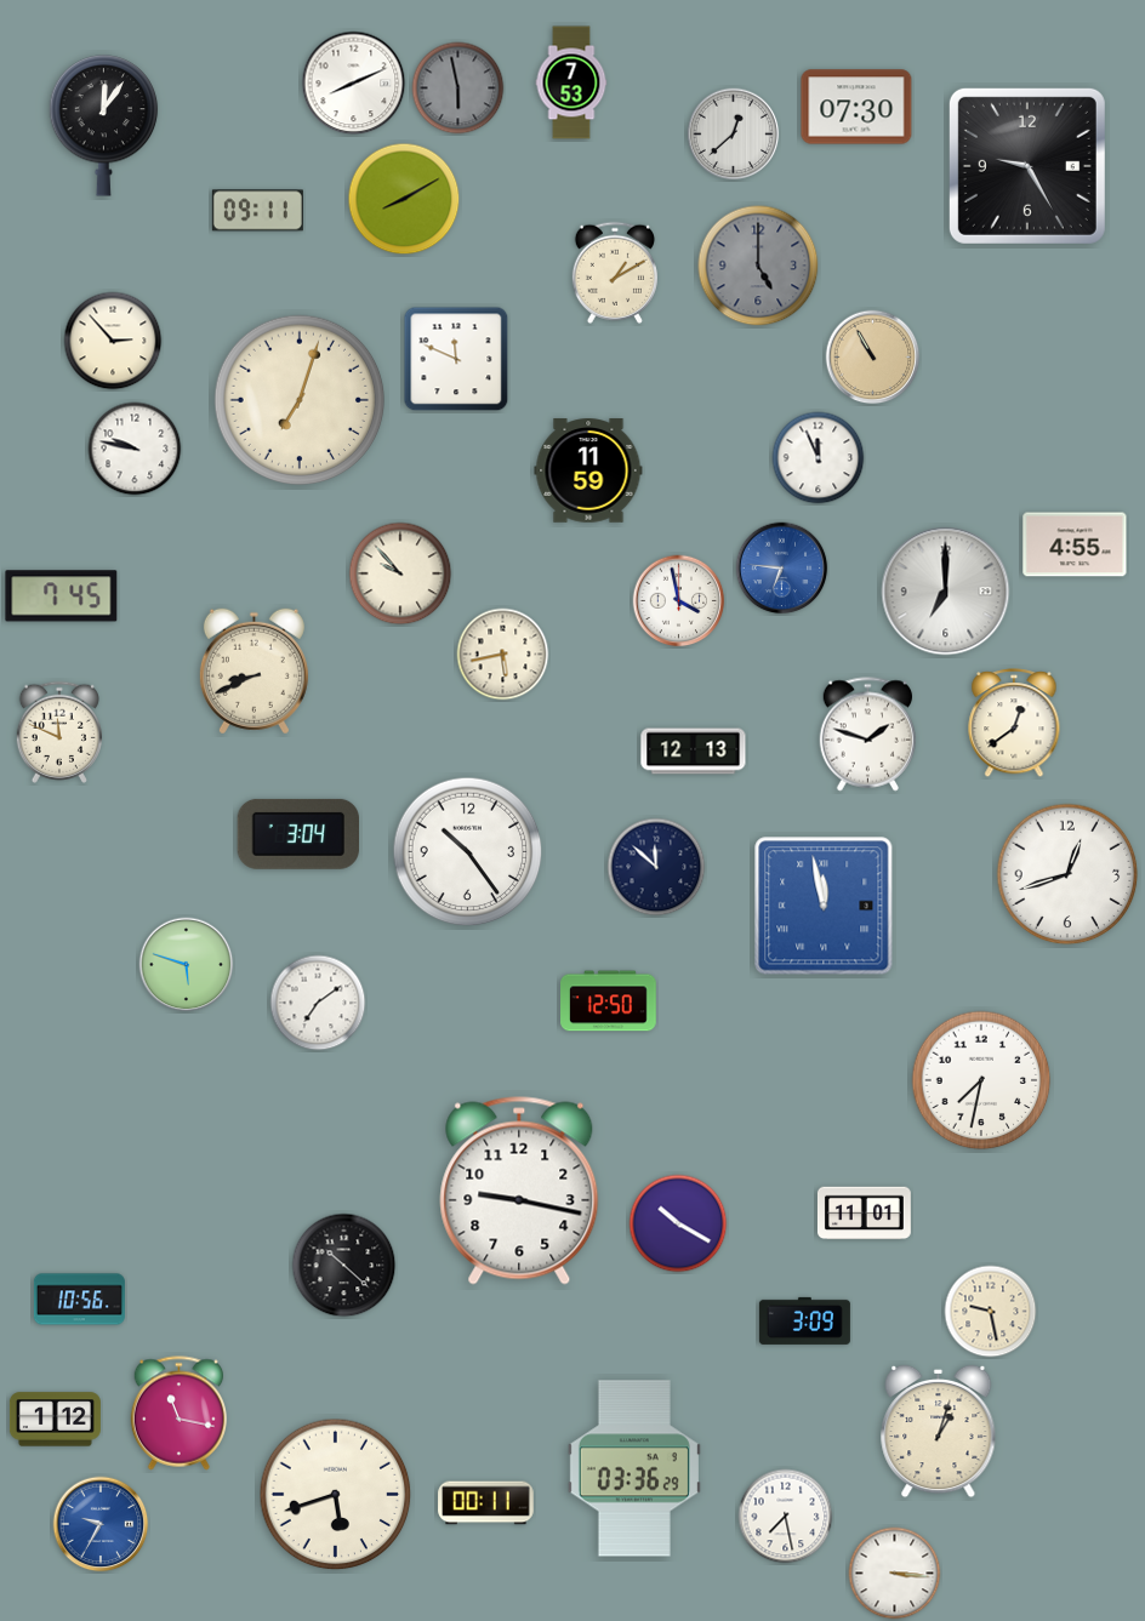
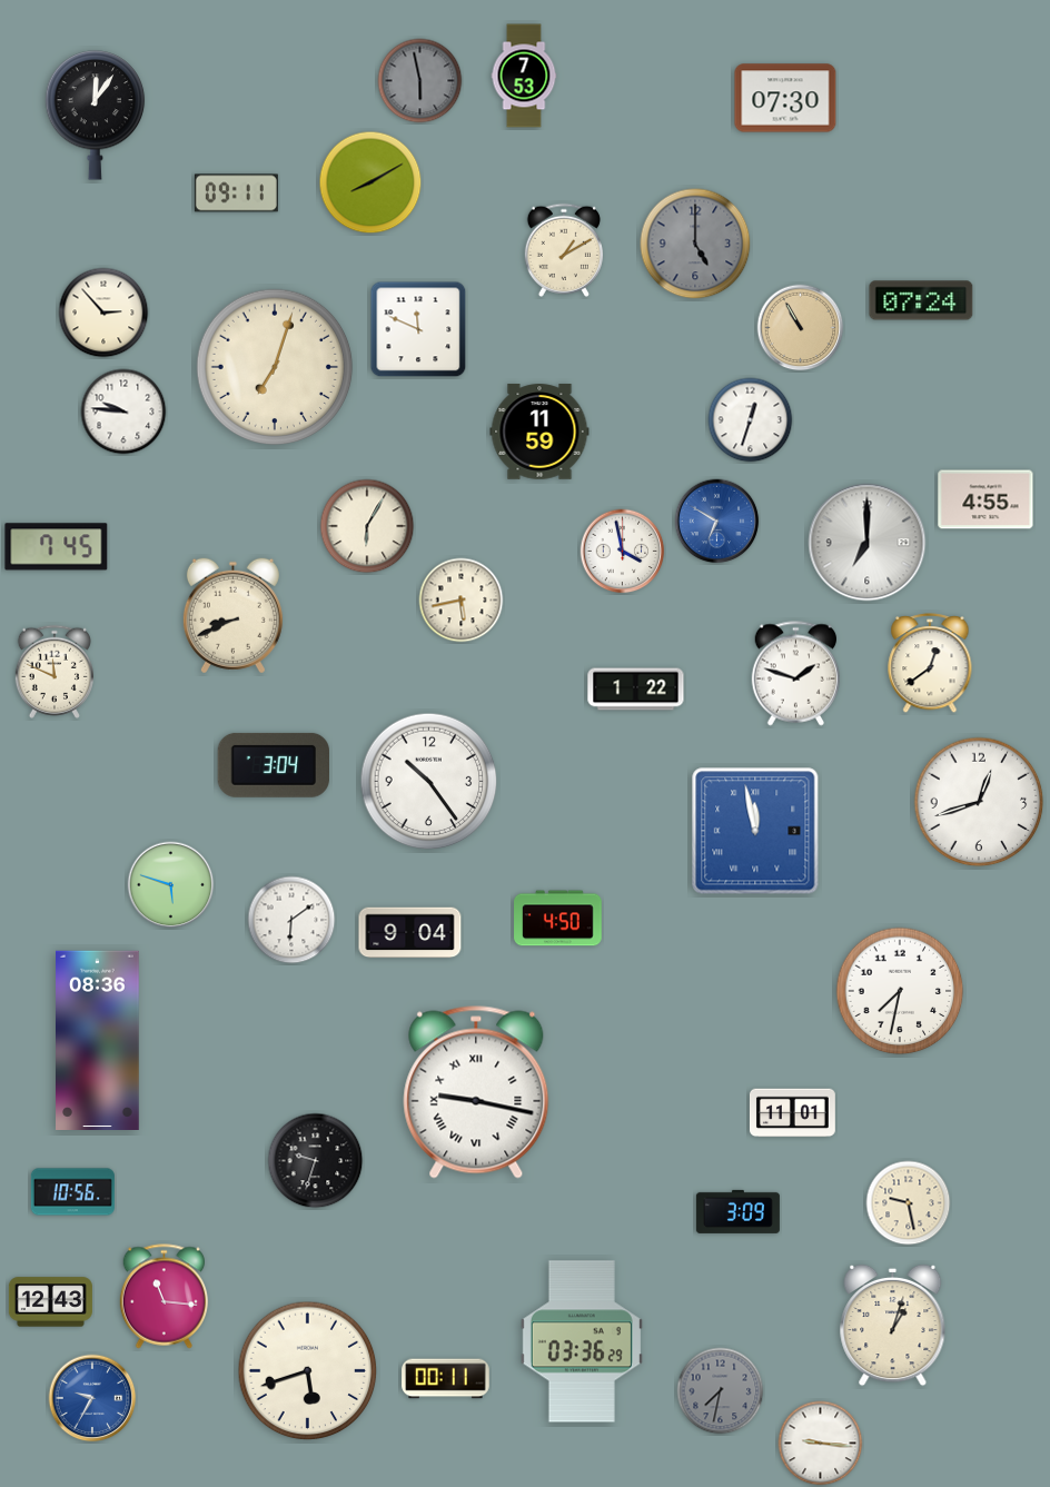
clock at (354, 84): 8:11 -> none
clock at (734, 135): 12:38 -> none
clock at (1027, 166): 9:25 -> none
clock at (921, 300): none -> 07:24
clock at (135, 449): 9:47 -> 9:46
clock at (819, 458): 11:56 -> 12:33
clock at (782, 569): 6:46 -> 6:50
clock at (400, 573): 9:53 -> 6:05
clock at (694, 752): 12:13 -> 1:22
clock at (656, 867): 11:52 -> none
clock at (609, 1001): 12:50 -> 4:50
clock at (318, 1003): 7:09 -> 6:09
clock at (410, 933): none -> 9:04
clock at (98, 1040): none -> 08:36
clock at (519, 1191) numerals: Arabic -> Roman
clock at (678, 1223): 10:20 -> none
clock at (344, 1266): 10:22 -> 9:33
clock at (180, 1414): 11:17 -> 11:16
clock at (55, 1420): 1:12 -> 12:43
clock at (939, 1432) position: (939, 1432) -> (893, 1326)
clock at (634, 1468) position: (634, 1468) -> (582, 1341)
clock at (786, 1517): 7:28 -> 7:32
clock at (786, 1517) dial: white -> grey
clock at (895, 1574): 3:16 -> 9:16
